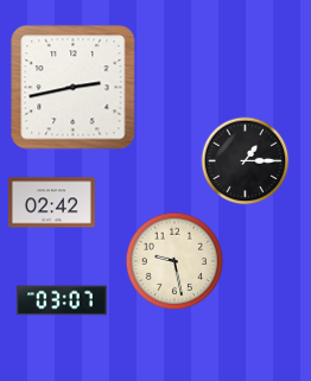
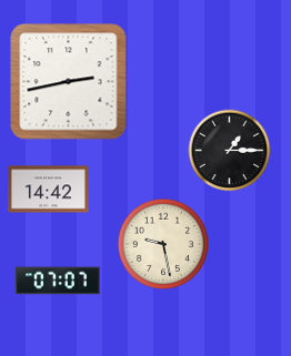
clock at (51, 203): 02:42 -> 14:42
clock at (62, 300): 03:07 -> 07:07
